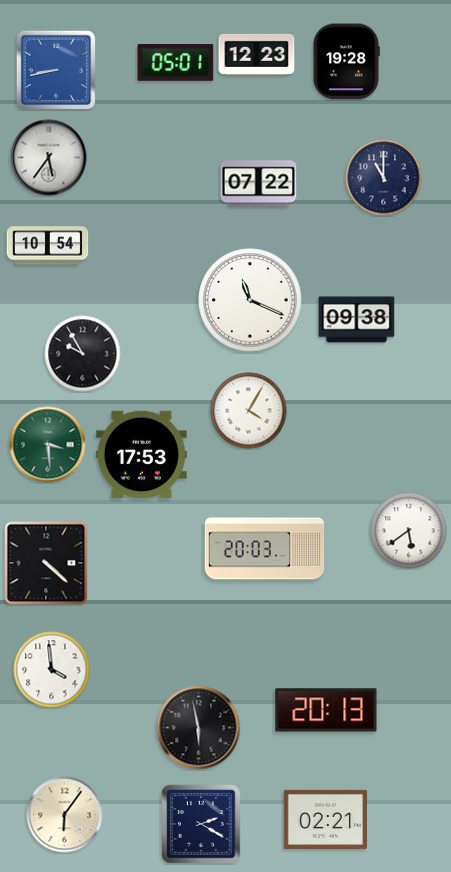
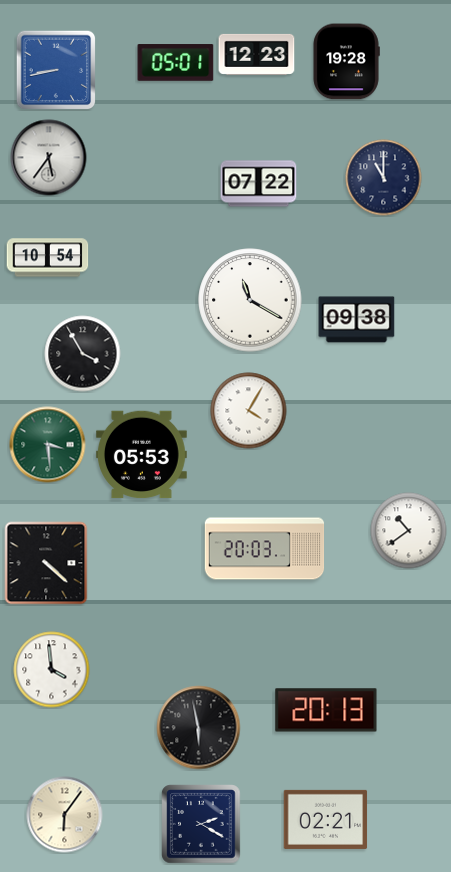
clock at (48, 246) position: (48, 246) -> (48, 258)
clock at (250, 300): 11:19 -> 11:20
clock at (83, 354): 9:55 -> 3:55
clock at (141, 455): 17:53 -> 05:53
clock at (409, 531): 5:39 -> 10:39
